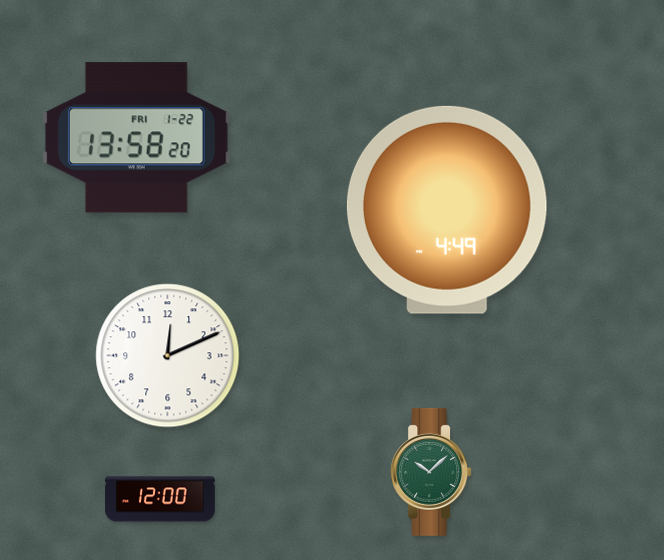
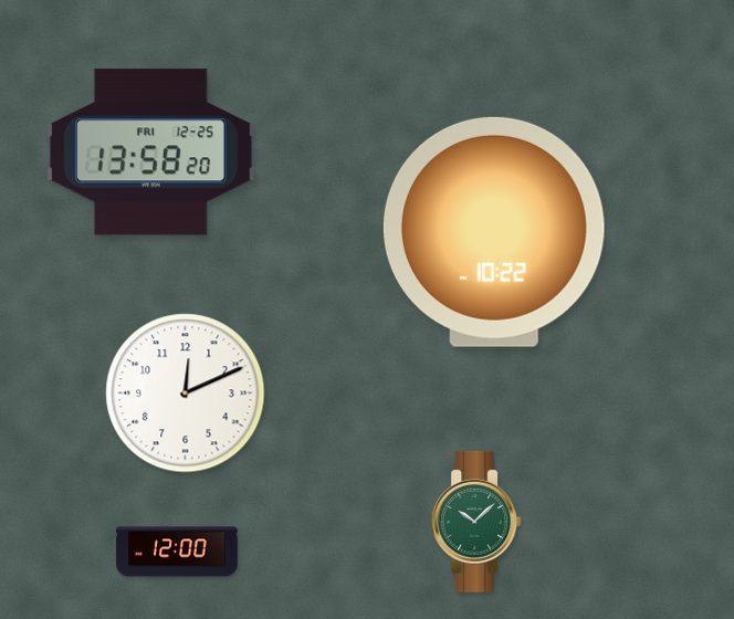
clock at (136, 138) date: FRI 1-22 -> FRI 12-25
clock at (447, 210): 4:49 -> 10:22
